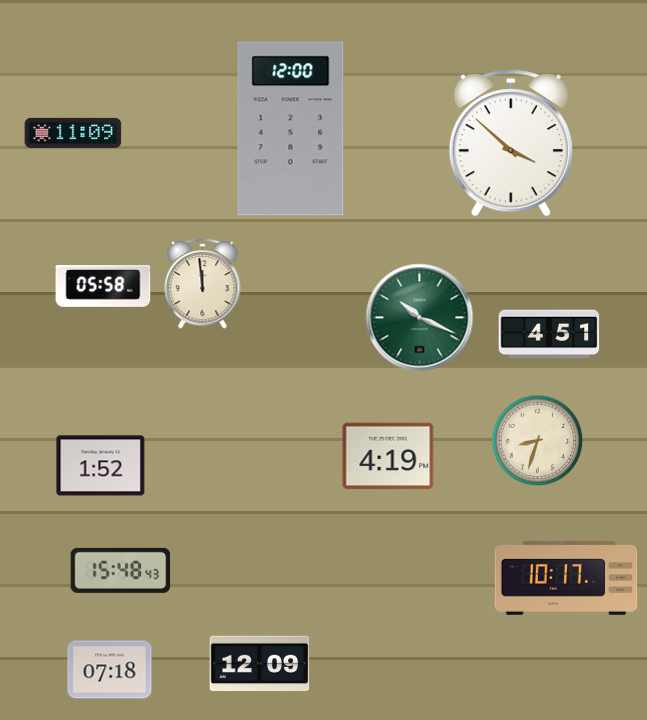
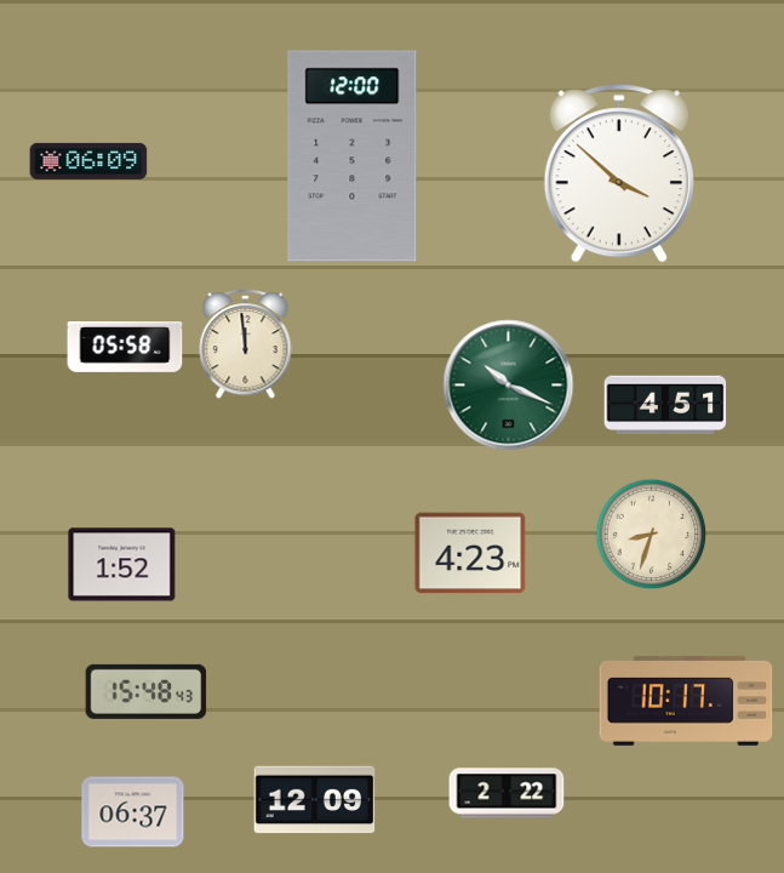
clock at (73, 133): 11:09 -> 06:09
clock at (388, 456): 4:19 -> 4:23
clock at (507, 793): none -> 2:22
clock at (260, 664) position: (260, 664) -> (315, 800)
clock at (110, 670): 07:18 -> 06:37
